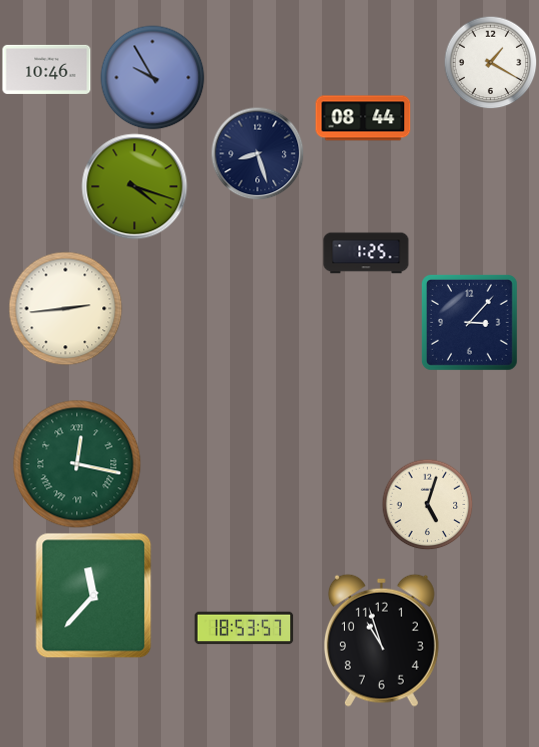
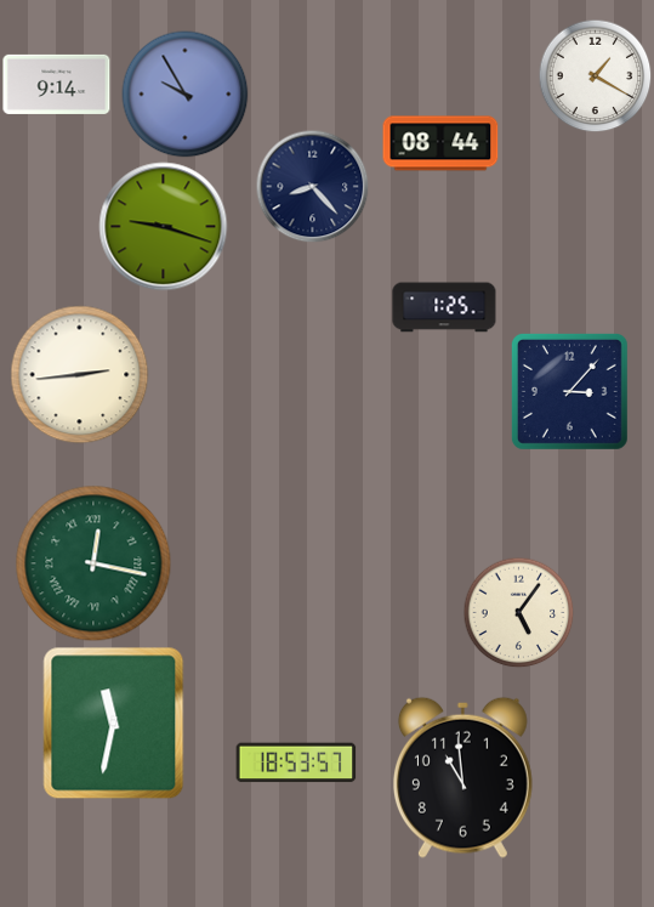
clock at (47, 69): 10:46 -> 9:14
clock at (257, 153): 8:27 -> 8:23
clock at (135, 187): 4:18 -> 9:18
clock at (427, 504): 5:03 -> 5:06
clock at (94, 596): 11:37 -> 11:32
clock at (381, 640): 10:57 -> 10:59
